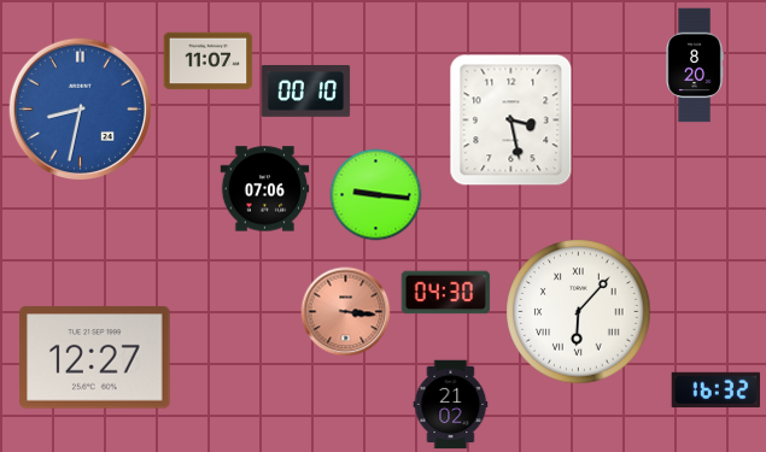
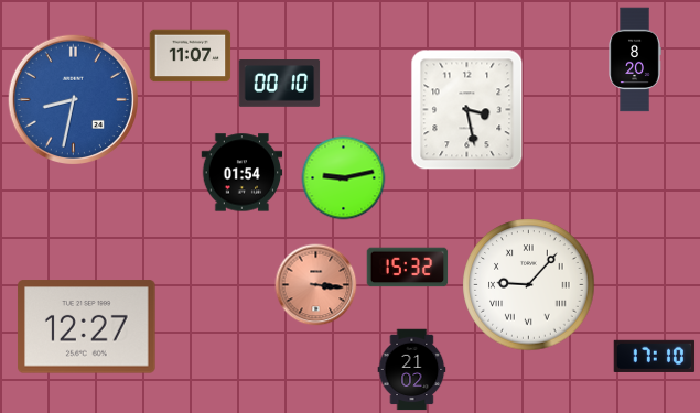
clock at (265, 189): 07:06 -> 01:54
clock at (376, 195): 9:16 -> 9:13
clock at (446, 293): 04:30 -> 15:32
clock at (579, 312): 6:07 -> 9:07
clock at (717, 389): 16:32 -> 17:10
